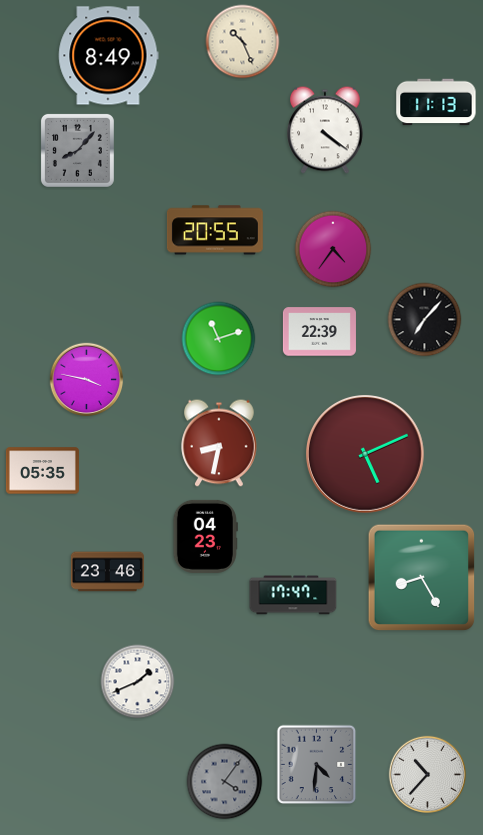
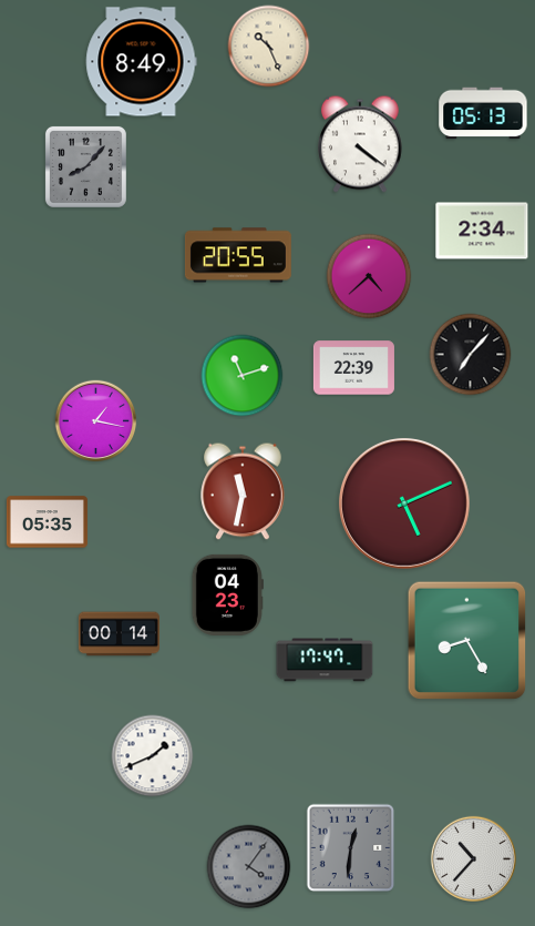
clock at (109, 56) position: (109, 56) -> (142, 62)
clock at (436, 102): 11:13 -> 05:13
clock at (482, 231): none -> 2:34
clock at (333, 249): 4:36 -> 4:38
clock at (87, 380): 3:47 -> 1:17
clock at (219, 443): 8:32 -> 11:32
clock at (107, 572): 23:46 -> 00:14
clock at (317, 765): 4:31 -> 12:31
